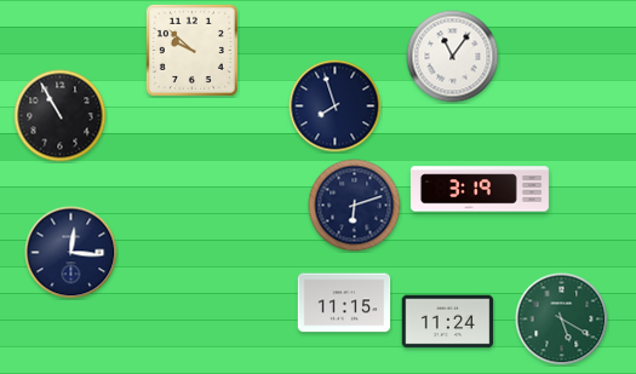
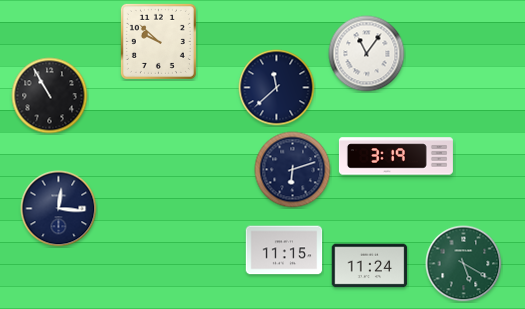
clock at (453, 57) position: (453, 57) -> (367, 54)
clock at (336, 107): 7:57 -> 11:38
